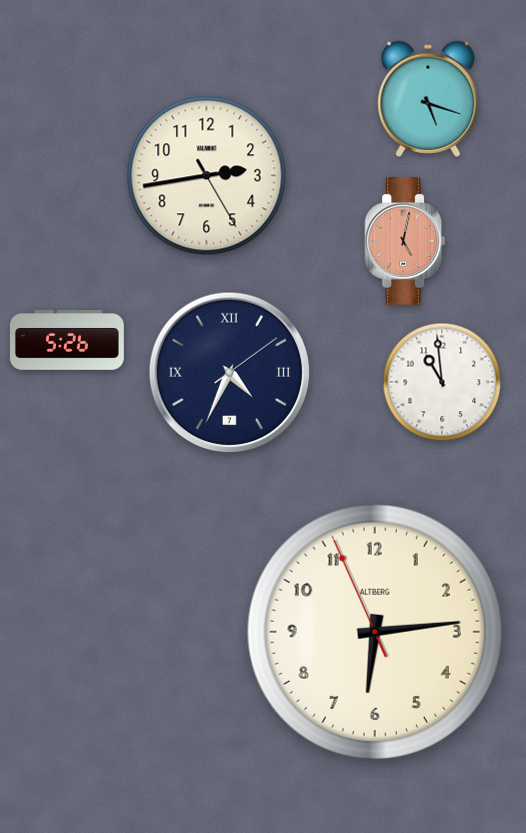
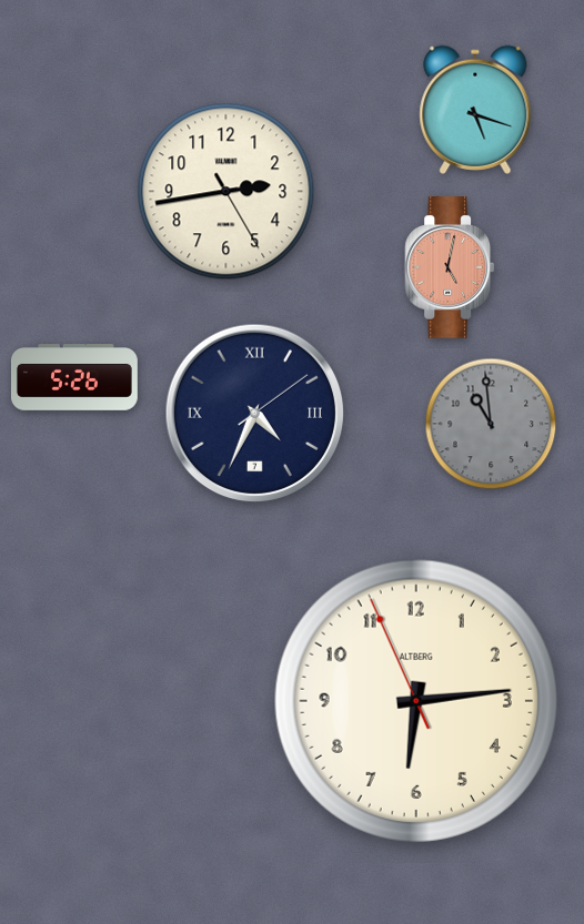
clock at (207, 176) position: (207, 176) -> (226, 192)
clock at (442, 382) dial: white -> grey
